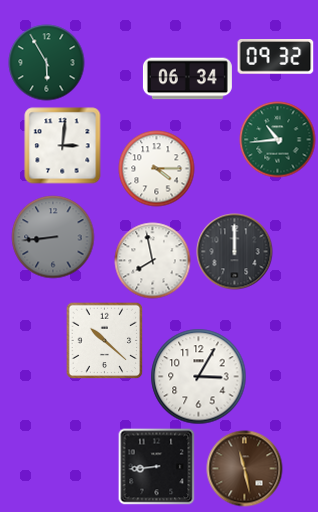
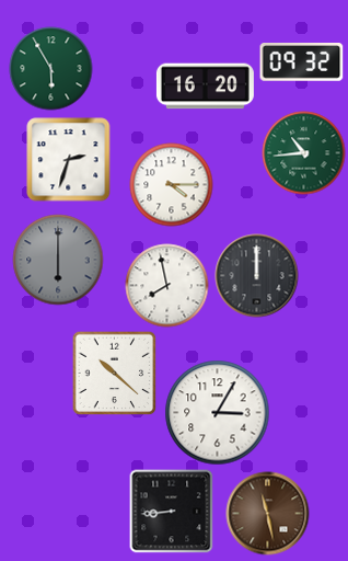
clock at (187, 79): 06:34 -> 16:20
clock at (63, 146): 3:01 -> 2:33
clock at (53, 237): 8:44 -> 6:00
